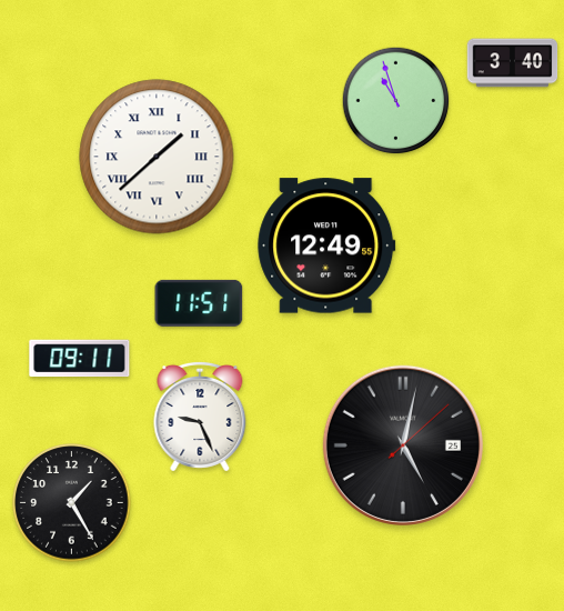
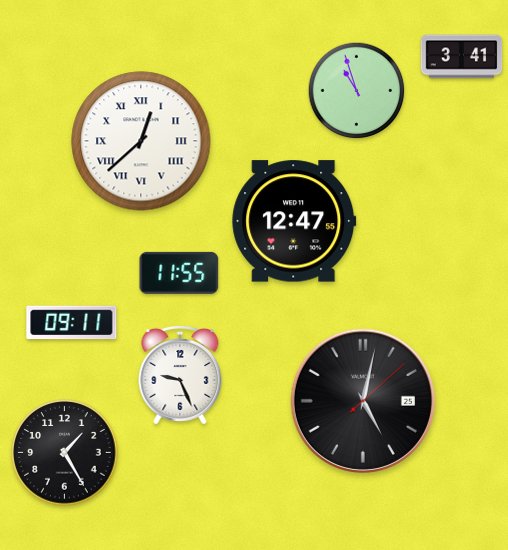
clock at (513, 63): 3:40 -> 3:41
clock at (157, 157): 1:38 -> 12:38
clock at (326, 246): 12:49 -> 12:47
clock at (199, 303): 11:51 -> 11:55
